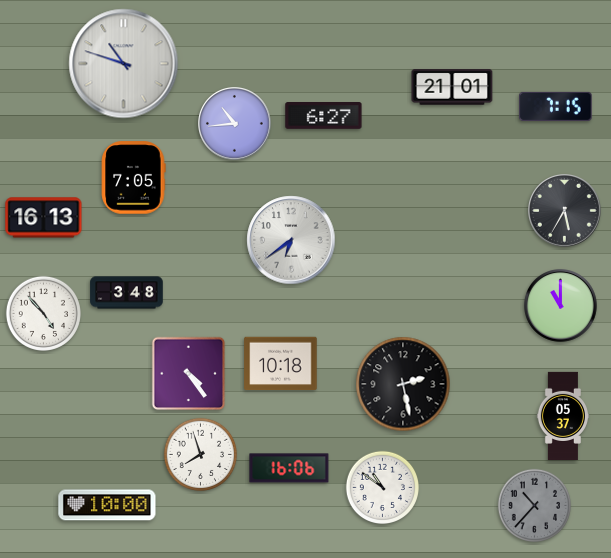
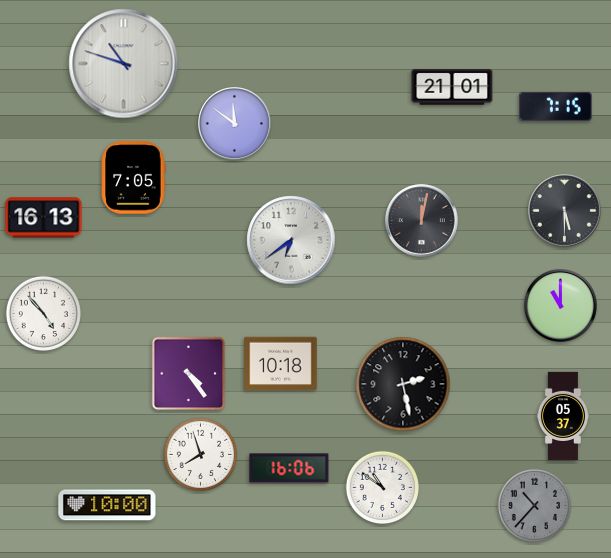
clock at (324, 116): 6:27 -> none
clock at (235, 124): 10:44 -> 11:51
clock at (565, 211): 5:35 -> 5:30
clock at (422, 221): none -> 12:02
clock at (127, 293): 3:48 -> none
